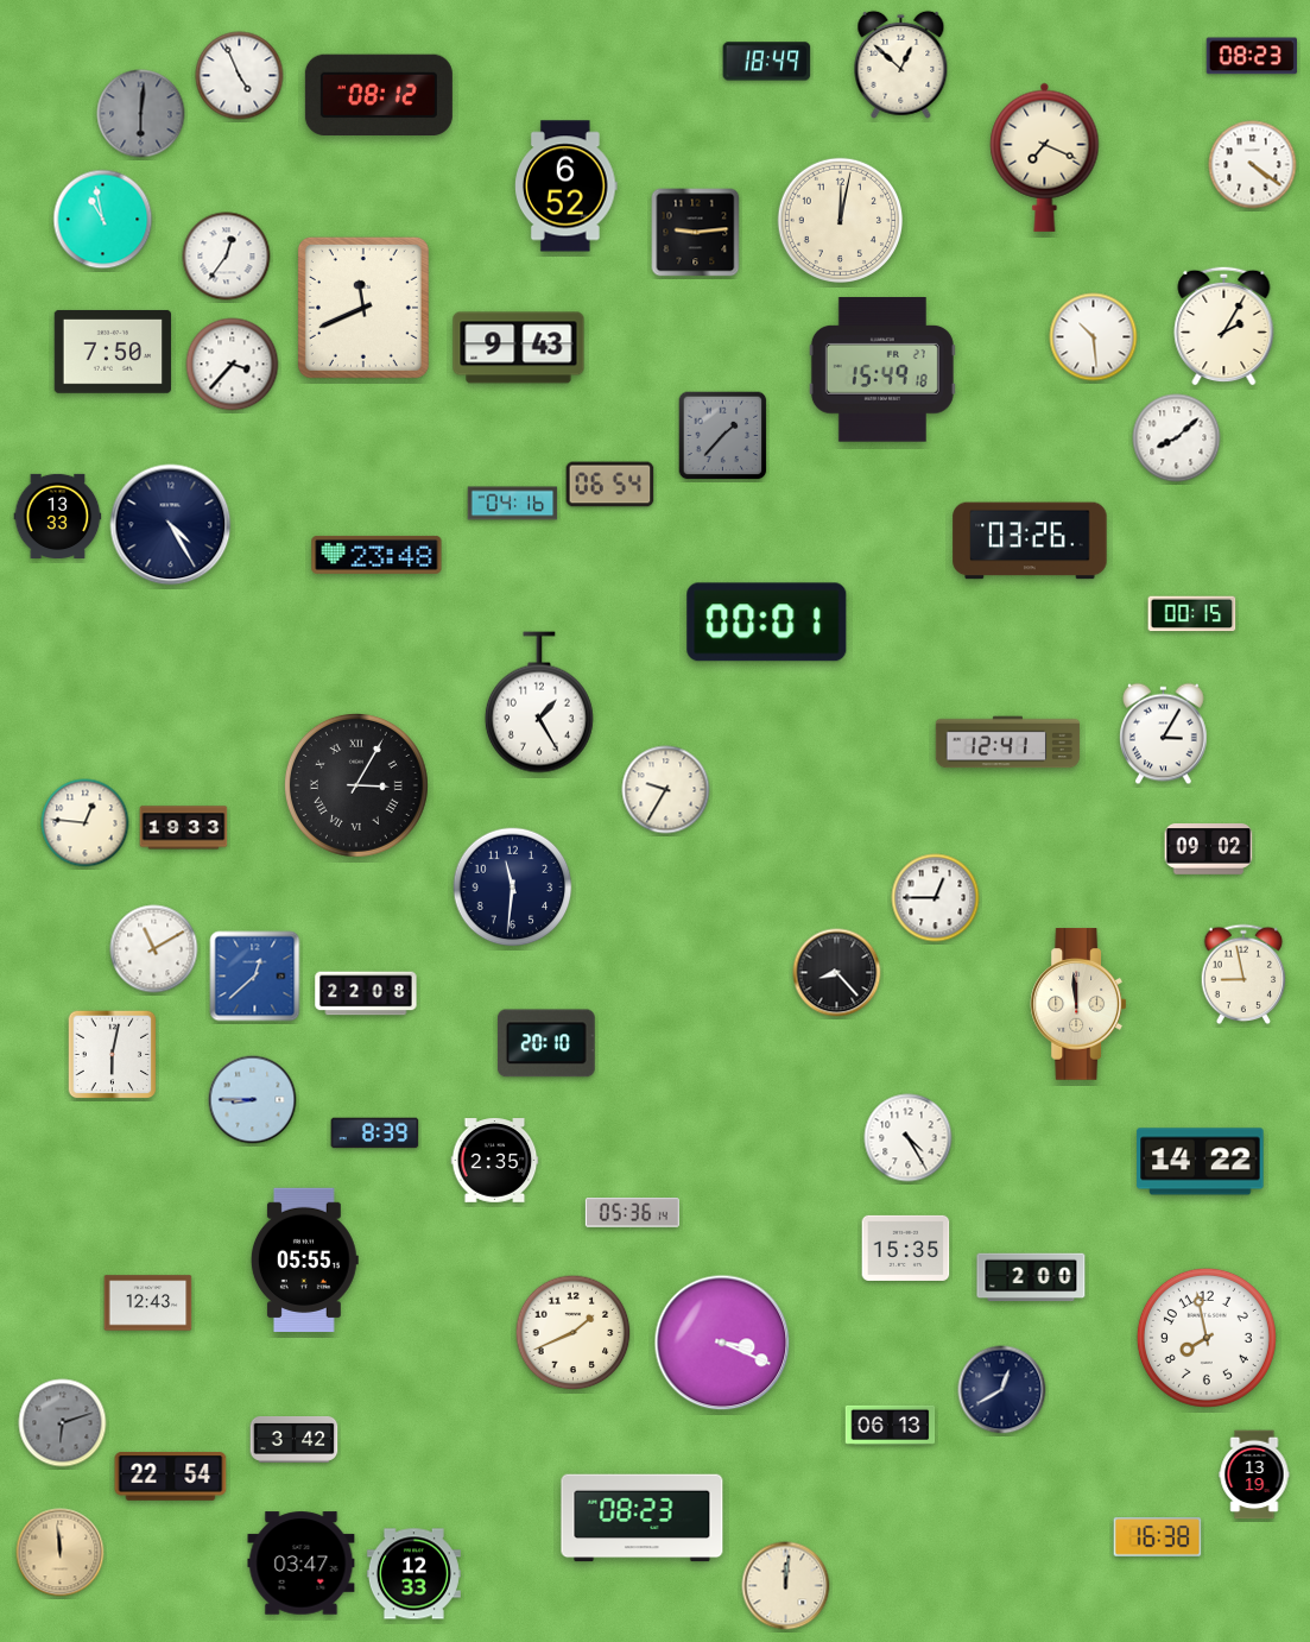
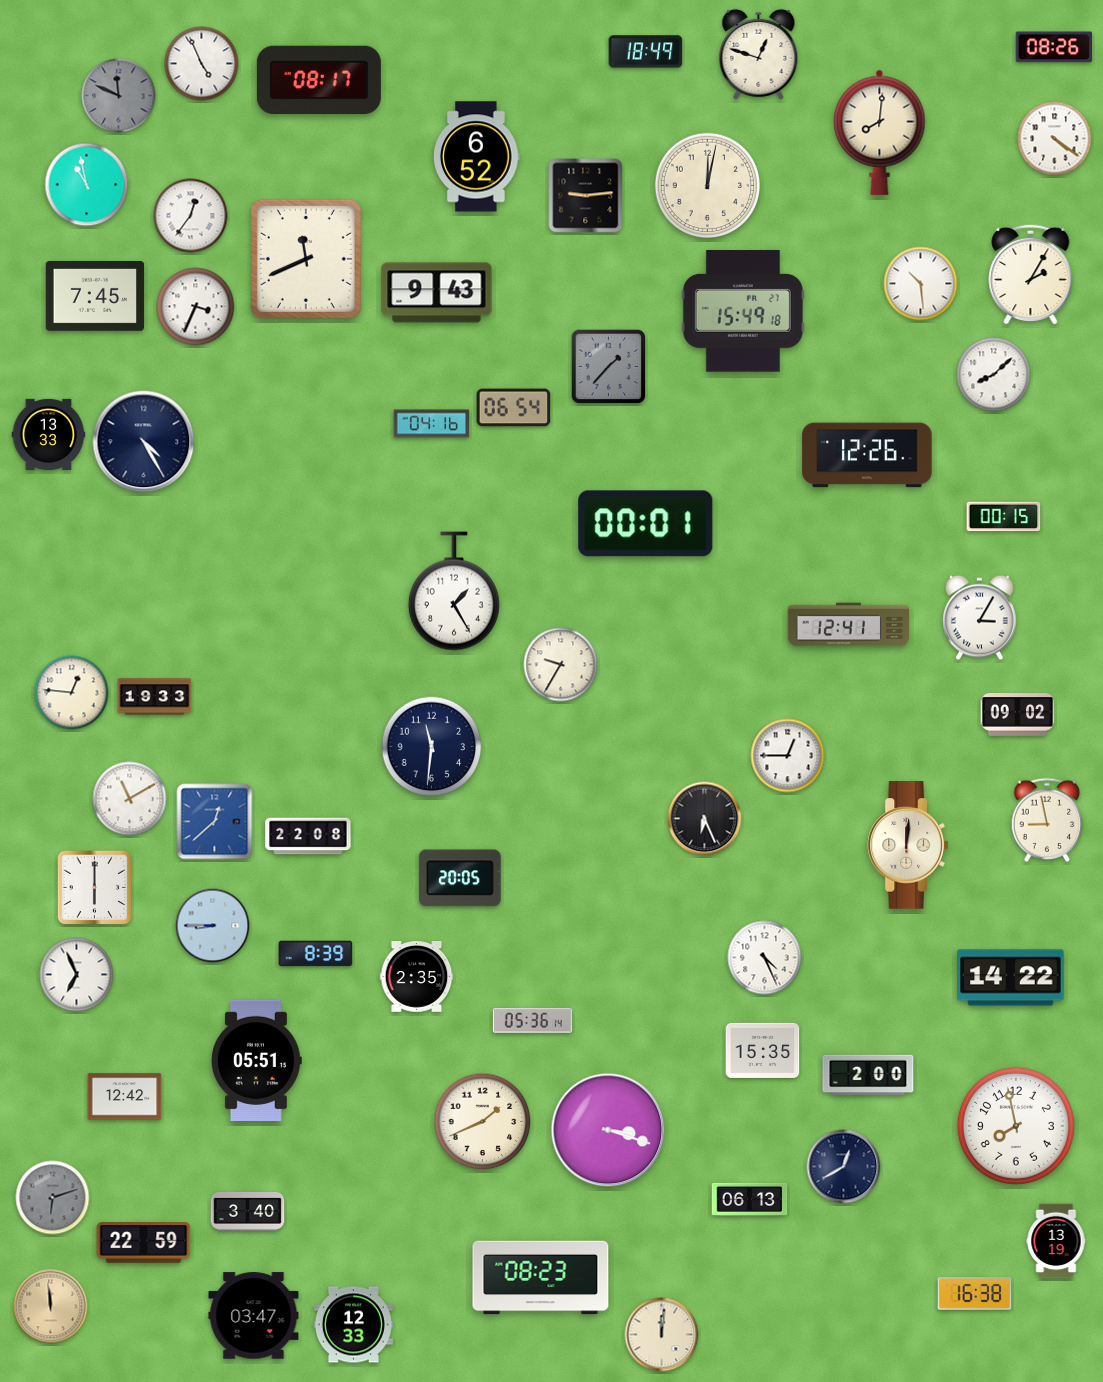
clock at (1251, 56): 08:23 -> 08:26
clock at (901, 64): 12:52 -> 12:48
clock at (379, 94): 08:12 -> 08:17
clock at (141, 114): 6:01 -> 11:49
clock at (1045, 157): 7:19 -> 8:01
clock at (113, 352): 7:50 -> 7:45
clock at (233, 365): 3:37 -> 3:34
clock at (1177, 438) position: (1177, 438) -> (994, 375)
clock at (1030, 541): 03:26 -> 12:26
clock at (376, 555): 23:48 -> none
clock at (356, 785): 3:05 -> none
clock at (837, 973): 8:23 -> 6:26
clock at (1078, 1004): 11:59 -> 12:01
clock at (546, 1043): 20:10 -> 20:05
clock at (113, 1055): 6:02 -> 6:00
clock at (909, 1138): 4:25 -> 4:26
clock at (77, 975): none -> 6:56
clock at (304, 1261): 05:55 -> 05:51
clock at (148, 1303): 12:43 -> 12:42
clock at (722, 1343): 3:19 -> 3:18
clock at (1002, 1390) position: (1002, 1390) -> (844, 1167)
clock at (295, 1440): 3:42 -> 3:40
clock at (171, 1477): 22:54 -> 22:59
clock at (413, 1574) position: (413, 1574) -> (353, 1325)
